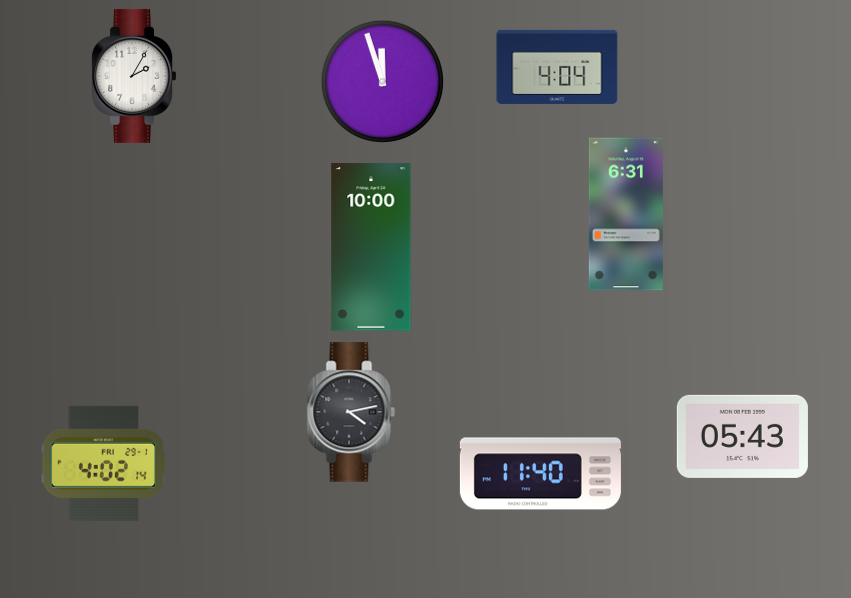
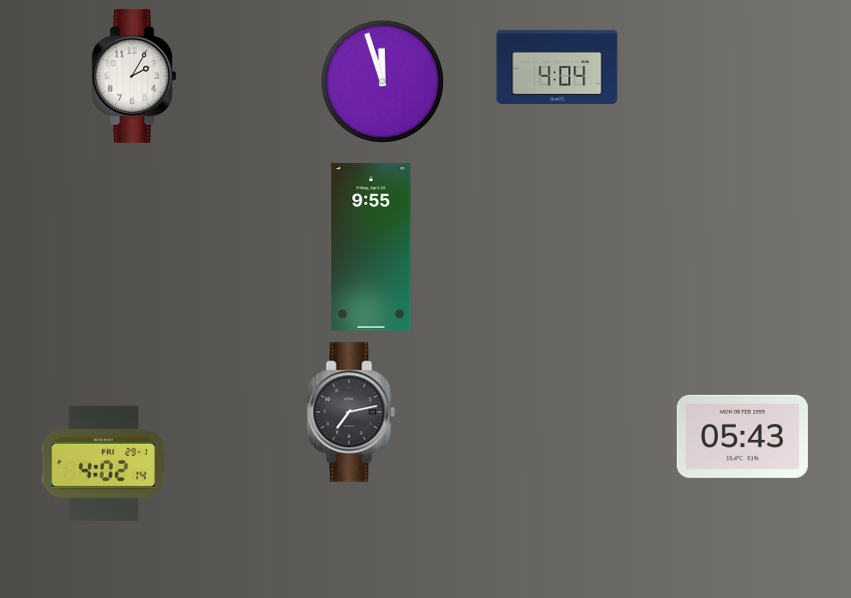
clock at (626, 214): 6:31 -> none
clock at (371, 247): 10:00 -> 9:55
clock at (351, 412): 4:13 -> 7:13
clock at (540, 474): 11:40 -> none
